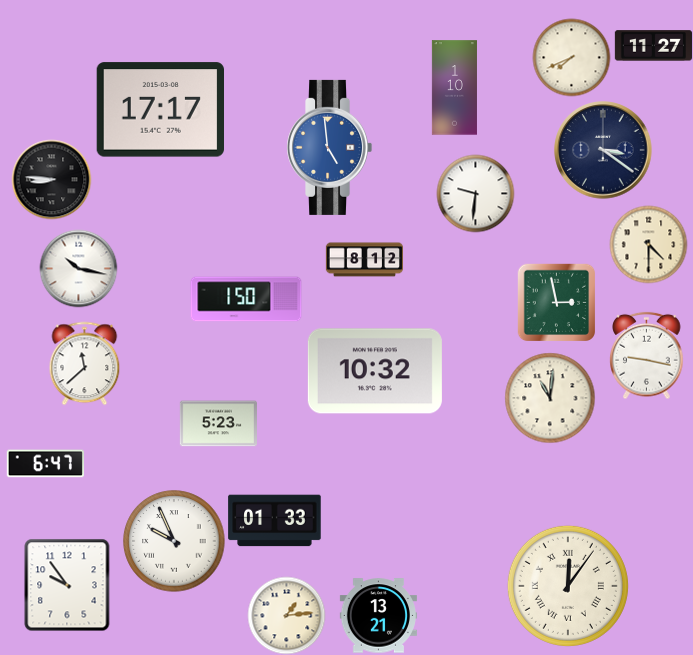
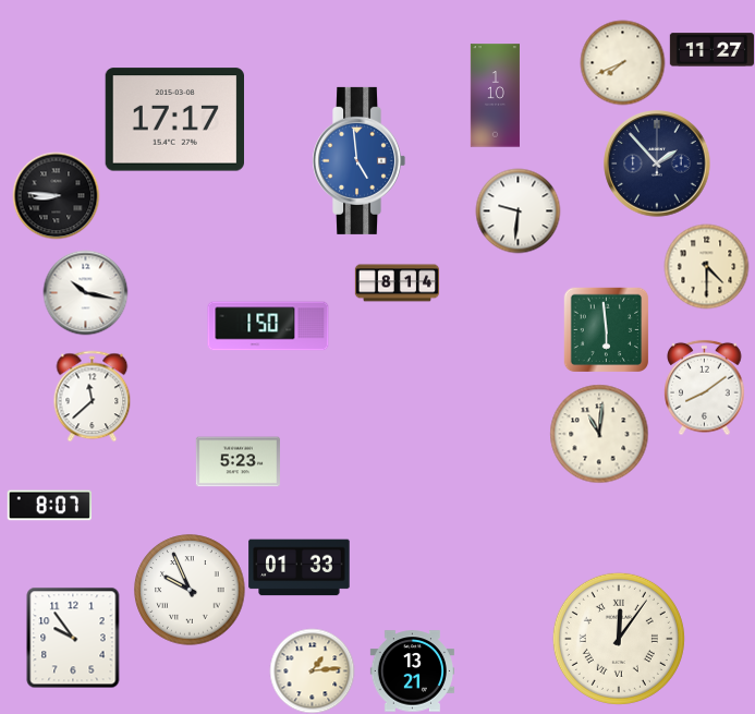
clock at (603, 150): 3:21 -> 1:53
clock at (364, 260): 8:12 -> 8:14
clock at (556, 302): 2:58 -> 5:59
clock at (647, 355): 9:17 -> 8:09
clock at (375, 371): 10:32 -> none
clock at (45, 464): 6:47 -> 8:07
